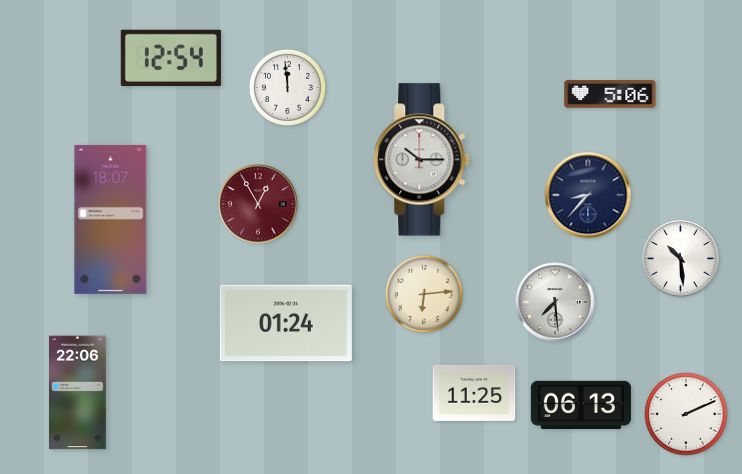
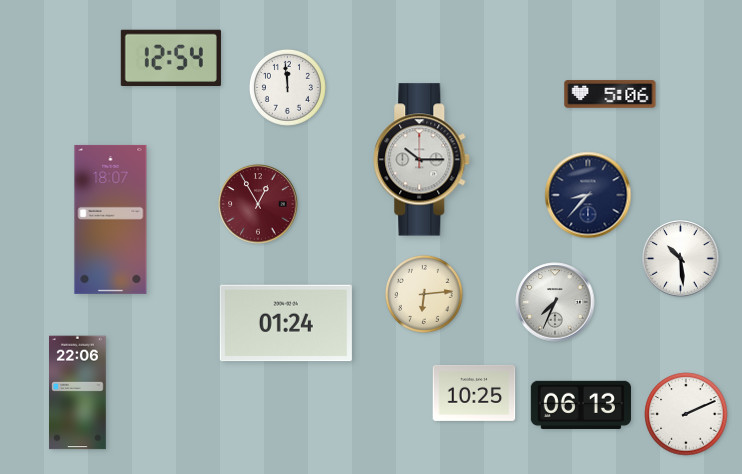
clock at (555, 302): 7:29 -> 7:34
clock at (474, 393): 11:25 -> 10:25
